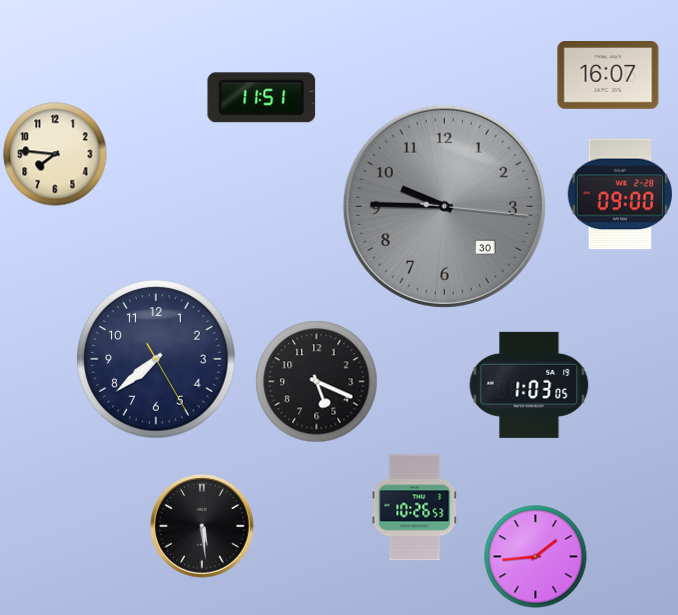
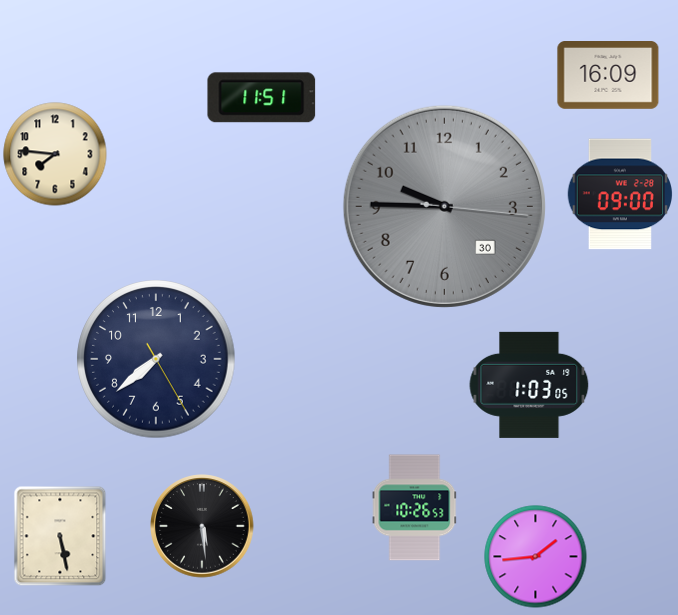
clock at (608, 76): 16:07 -> 16:09
clock at (317, 382): 5:19 -> none
clock at (60, 536): none -> 5:28
